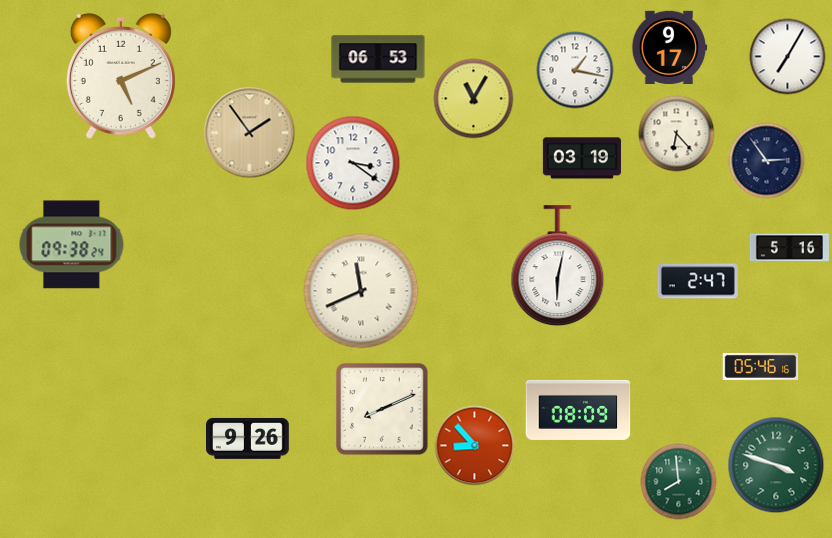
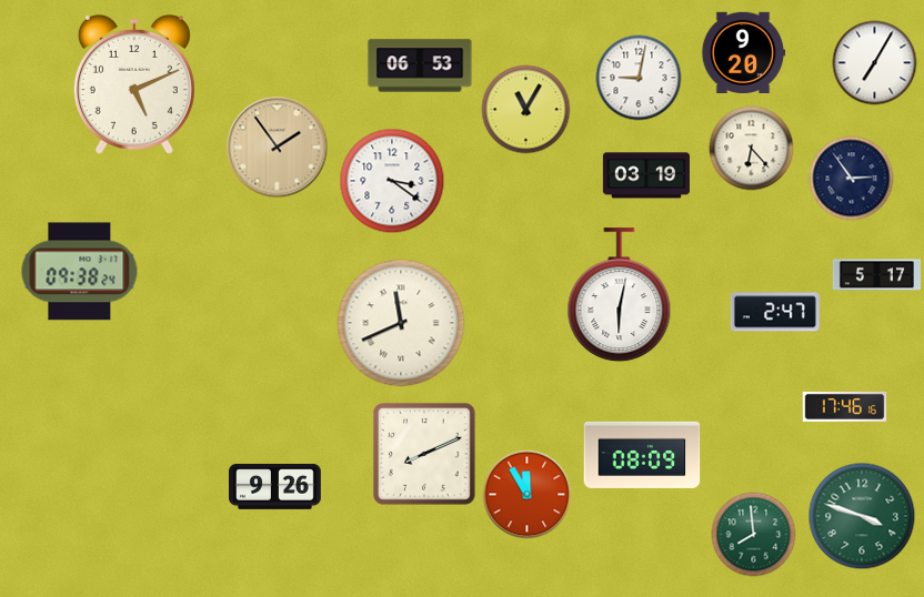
clock at (669, 47): 9:17 -> 9:20
clock at (575, 70): 1:17 -> 9:02
clock at (789, 248): 5:16 -> 5:17
clock at (761, 367): 05:46 -> 17:46
clock at (475, 446): 8:53 -> 11:55
